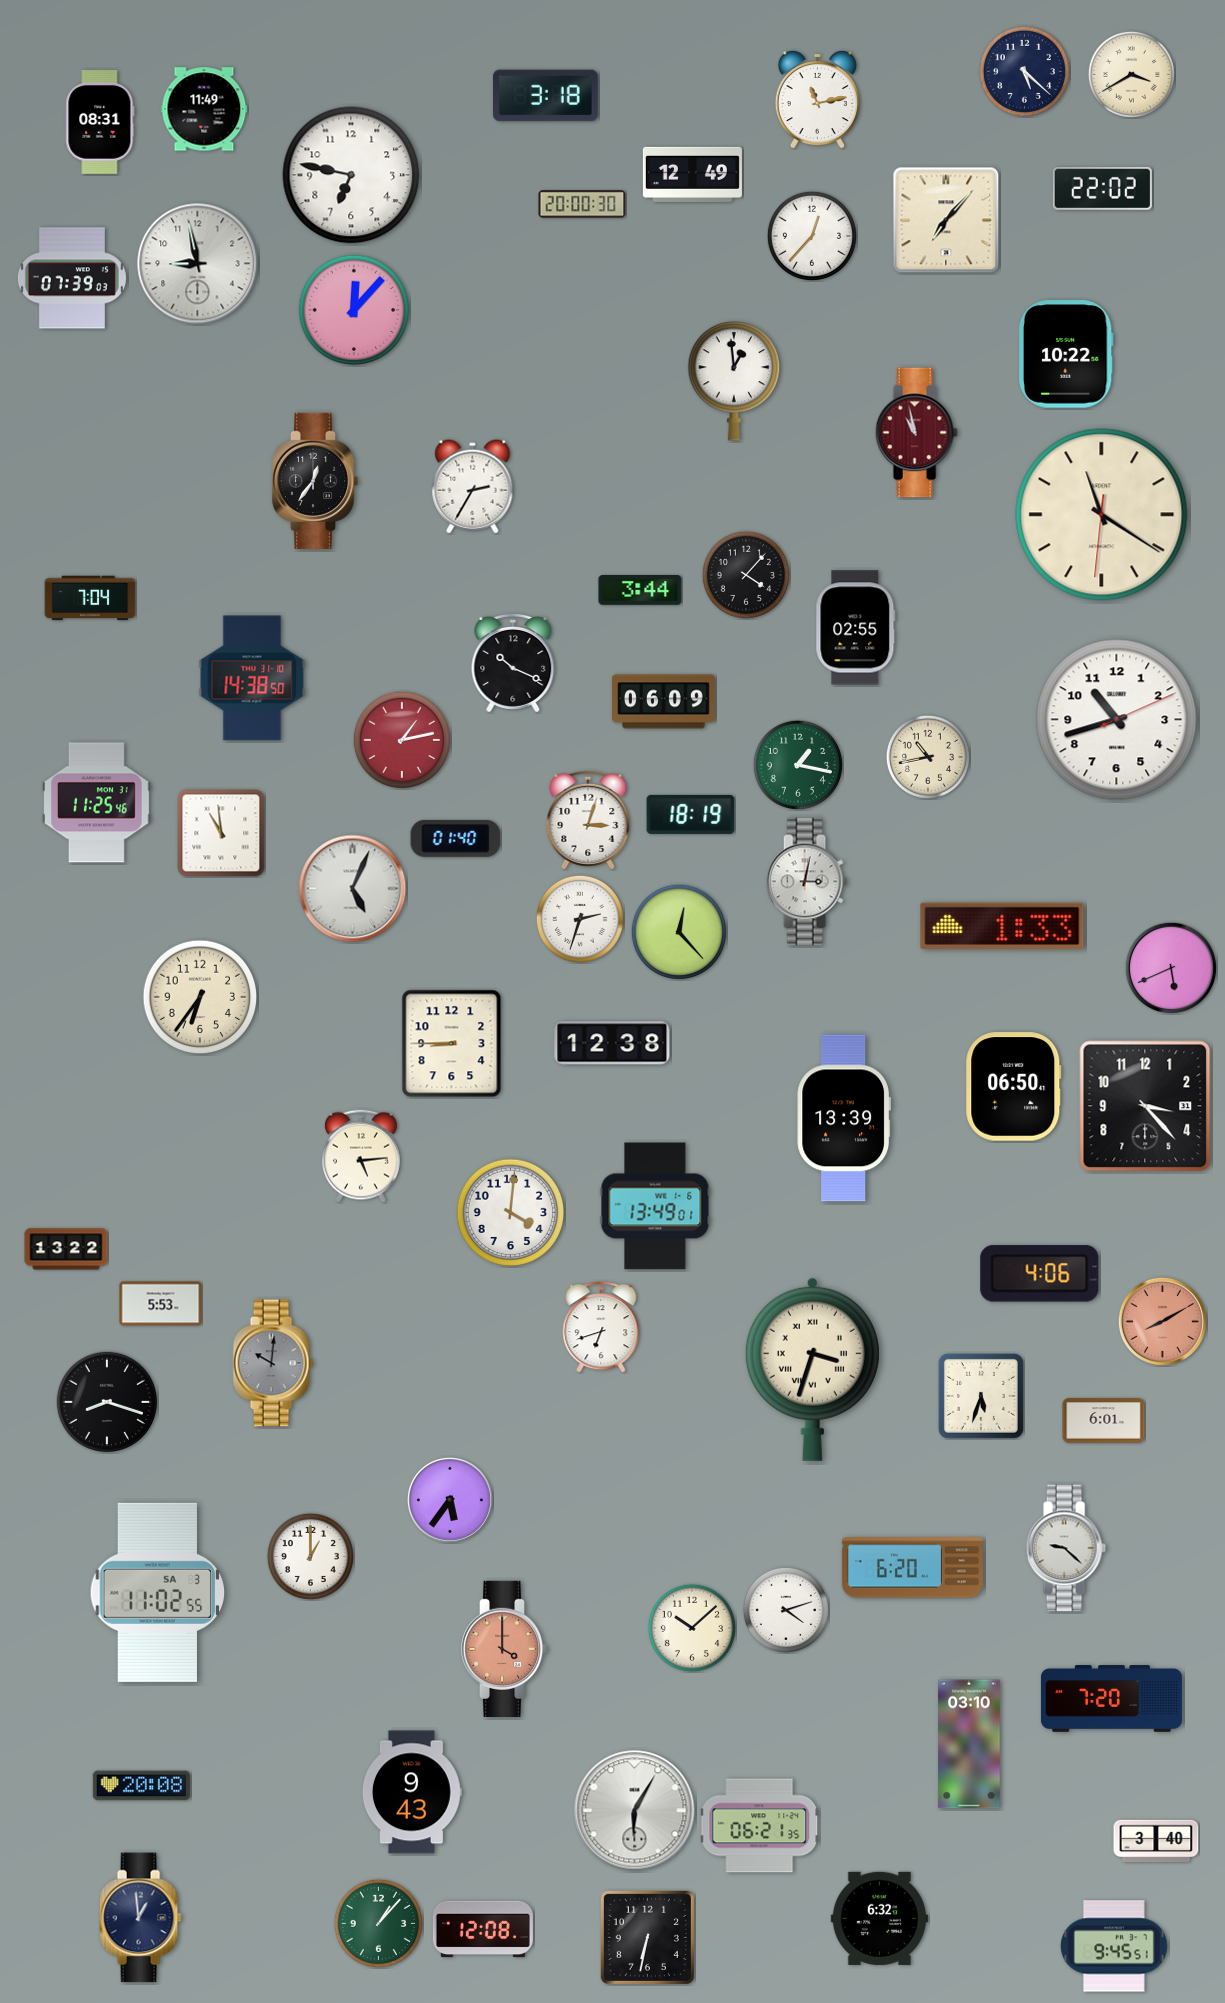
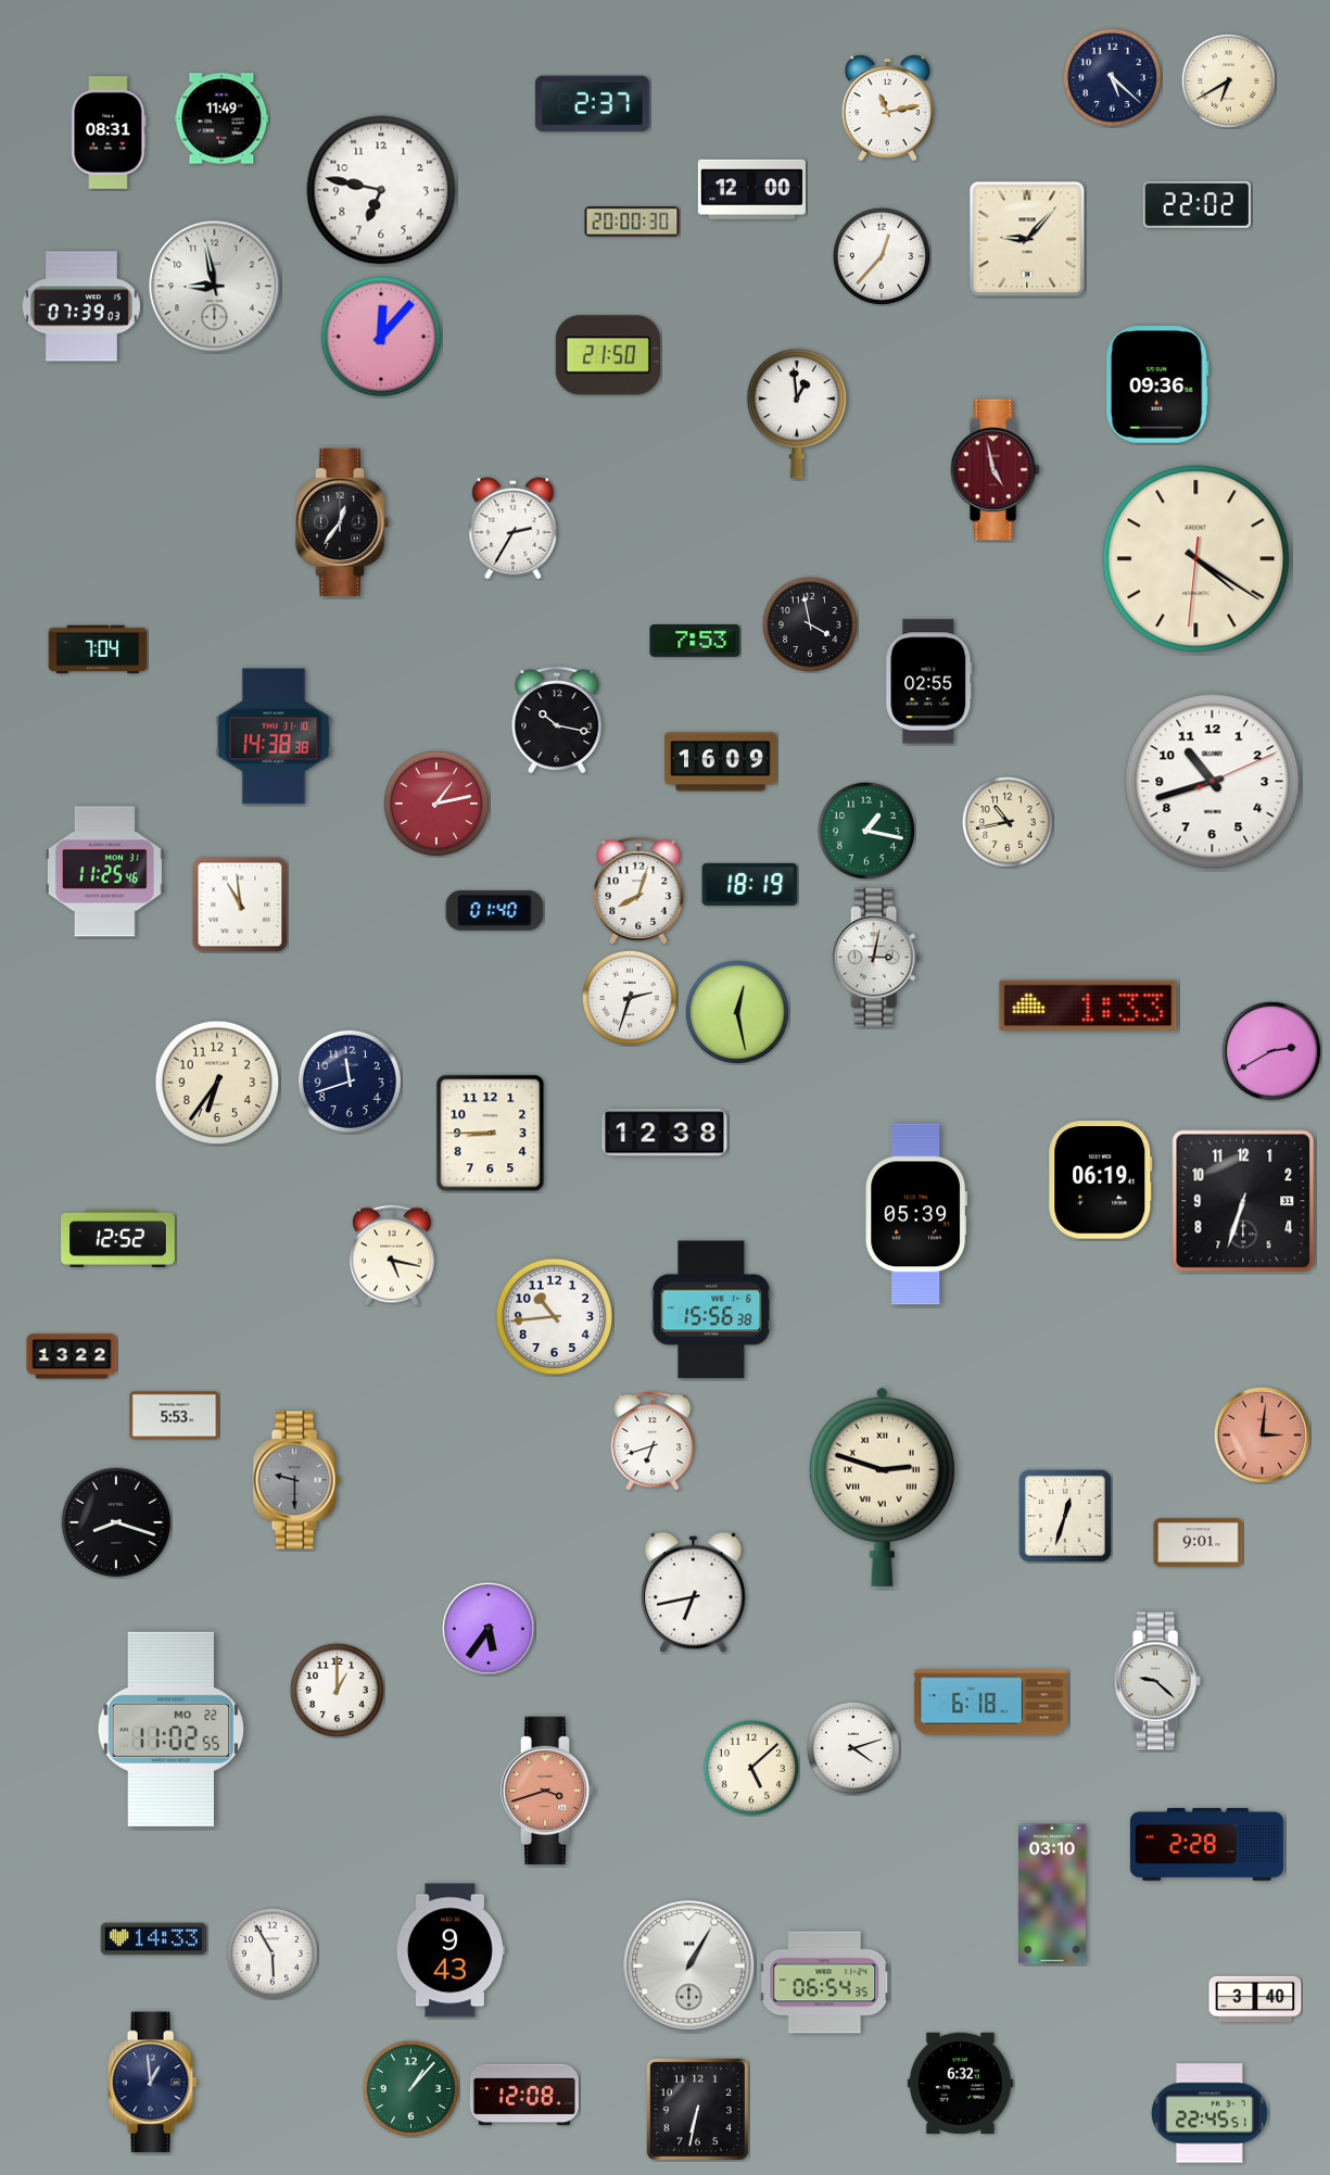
clock at (1131, 74): 3:40 -> 6:40
clock at (546, 96): 3:18 -> 2:37
clock at (692, 174): 12:49 -> 12:00
clock at (946, 220): 7:07 -> 9:07
clock at (72, 278) position: (72, 278) -> (81, 306)
clock at (354, 310) position: (354, 310) -> (381, 337)
clock at (608, 355): none -> 21:50
clock at (1066, 354): 10:22 -> 09:36
clock at (916, 433): 10:58 -> 4:58
clock at (1102, 515): 11:20 -> 4:20
clock at (746, 575): 4:07 -> 3:58
clock at (640, 591): 3:44 -> 7:53
clock at (513, 663): 10:19 -> 10:17
clock at (252, 678): 14:38:50 -> 14:38:38
clock at (663, 702): 06:09 -> 16:09
clock at (588, 820): 3:03 -> 8:03
clock at (353, 889): 5:04 -> none
clock at (679, 932): 12:23 -> 12:28
clock at (1171, 968): 5:41 -> 2:40
clock at (350, 1082): none -> 11:42
clock at (1014, 1087): 06:50 -> 06:19
clock at (1145, 1106): 3:23 -> 6:33
clock at (843, 1118): 13:39 -> 05:39
clock at (118, 1239): none -> 12:52
clock at (362, 1156): 5:14 -> 5:17
clock at (655, 1206): 13:49 -> 15:56
clock at (511, 1213): 4:01 -> 10:44
clock at (1040, 1274): 4:06 -> none
clock at (1162, 1321): 8:10 -> 3:01
clock at (273, 1363): 10:01 -> 9:30
clock at (812, 1369): 3:33 -> 2:48
clock at (981, 1396): 5:33 -> 12:33
clock at (1104, 1421): 6:01 -> 9:01
clock at (693, 1593): none -> 6:43
clock at (912, 1568): 6:20 -> 6:18
clock at (158, 1592) date: SA 3 -> MO 22
clock at (692, 1628): 10:08 -> 5:08
clock at (504, 1649): 4:00 -> 3:42
clock at (1111, 1699): 7:20 -> 2:28
clock at (141, 1786): 20:08 -> 14:33
clock at (412, 1792) position: (412, 1792) -> (451, 1950)
clock at (273, 1953): none -> 5:55
clock at (635, 1811): 6:05 -> 1:05
clock at (760, 1826): 06:21 -> 06:54
clock at (879, 1918) position: (879, 1918) -> (960, 2083)
clock at (647, 1937) position: (647, 1937) -> (697, 2109)
clock at (1114, 1946): 9:45 -> 22:45
